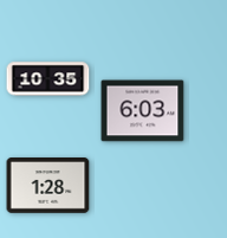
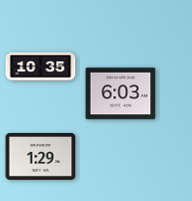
clock at (48, 186): 1:28 -> 1:29
